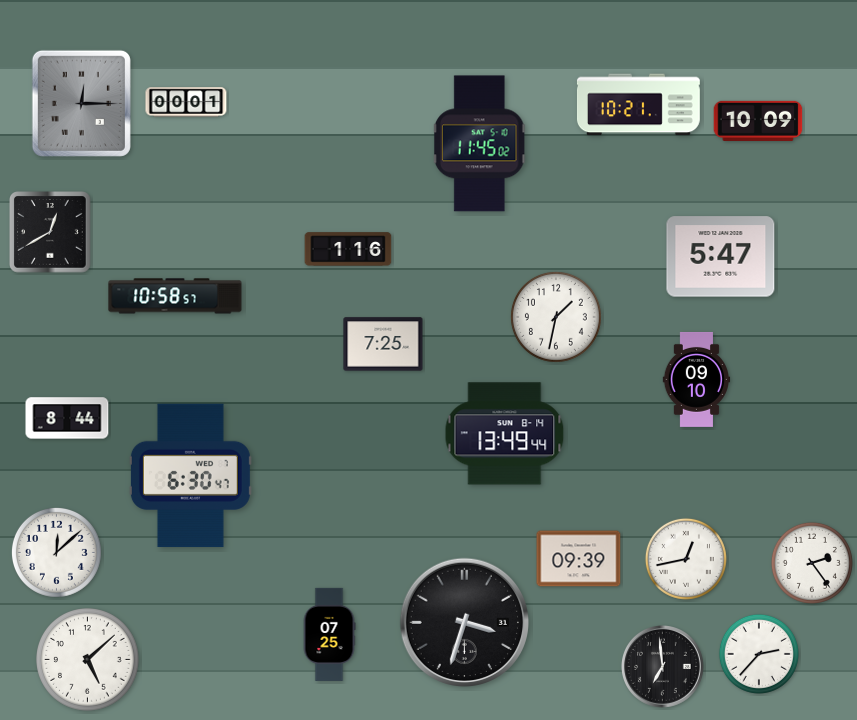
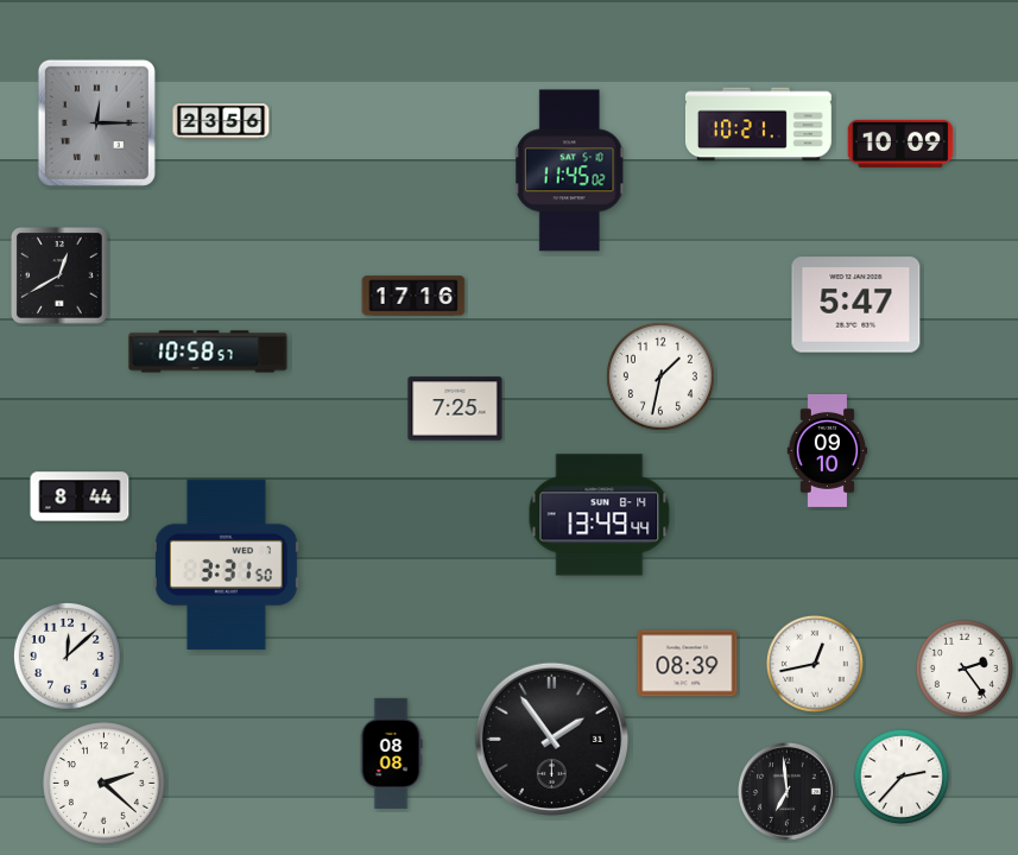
clock at (186, 102): 00:01 -> 23:56
clock at (348, 249): 1:16 -> 17:16
clock at (190, 476): 6:30 -> 3:31
clock at (579, 559): 09:39 -> 08:39
clock at (464, 622): 3:33 -> 1:54
clock at (329, 634): 07:25 -> 08:08
clock at (88, 660): 5:08 -> 2:22
